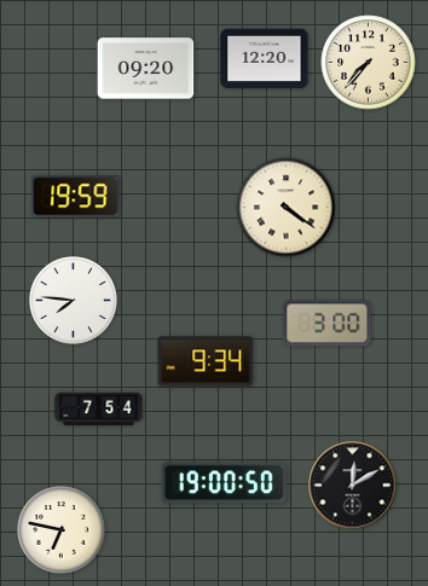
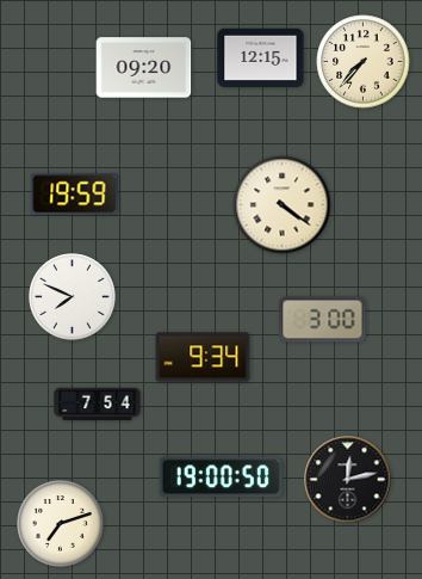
clock at (265, 59): 12:20 -> 12:15
clock at (74, 301): 7:46 -> 7:49
clock at (353, 486): 12:10 -> 12:13
clock at (62, 530): 6:47 -> 7:12
